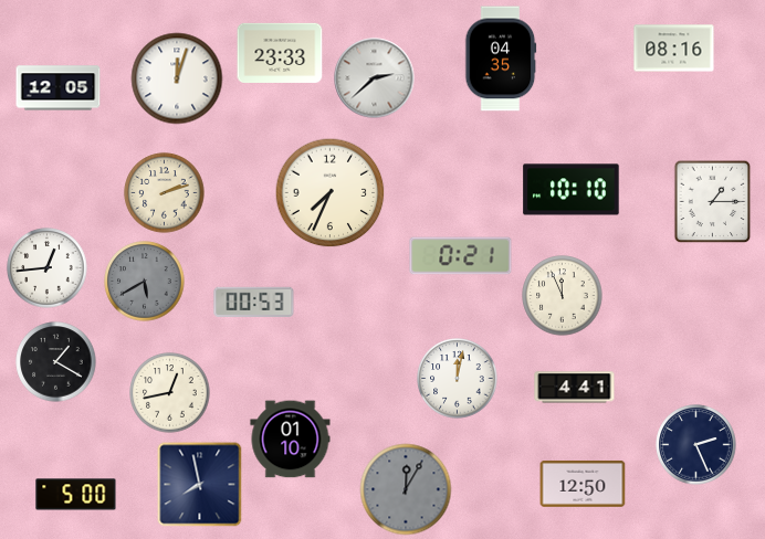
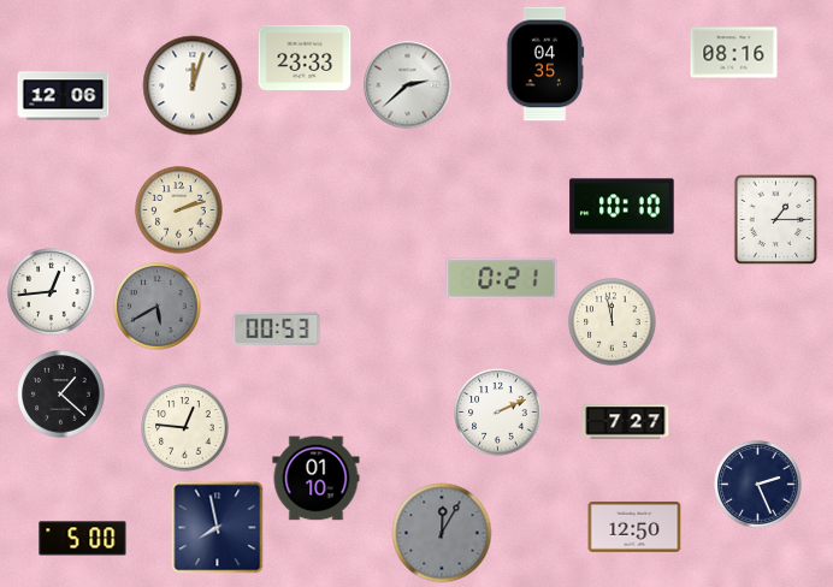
clock at (59, 88): 12:05 -> 12:06
clock at (331, 193): 7:34 -> none
clock at (563, 296): 11:56 -> 11:58
clock at (56, 362): 1:20 -> 1:22
clock at (458, 379): 12:02 -> 2:11
clock at (575, 388): 4:41 -> 7:27
clock at (170, 393): 12:43 -> 12:46
